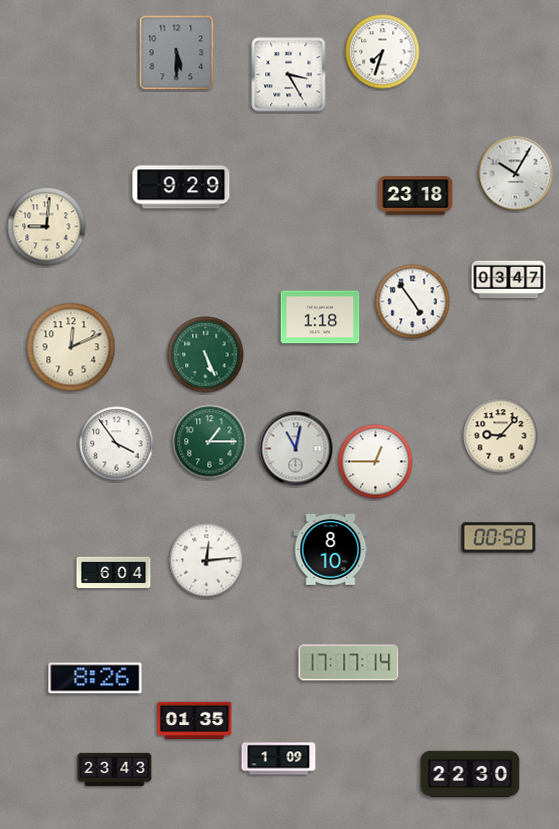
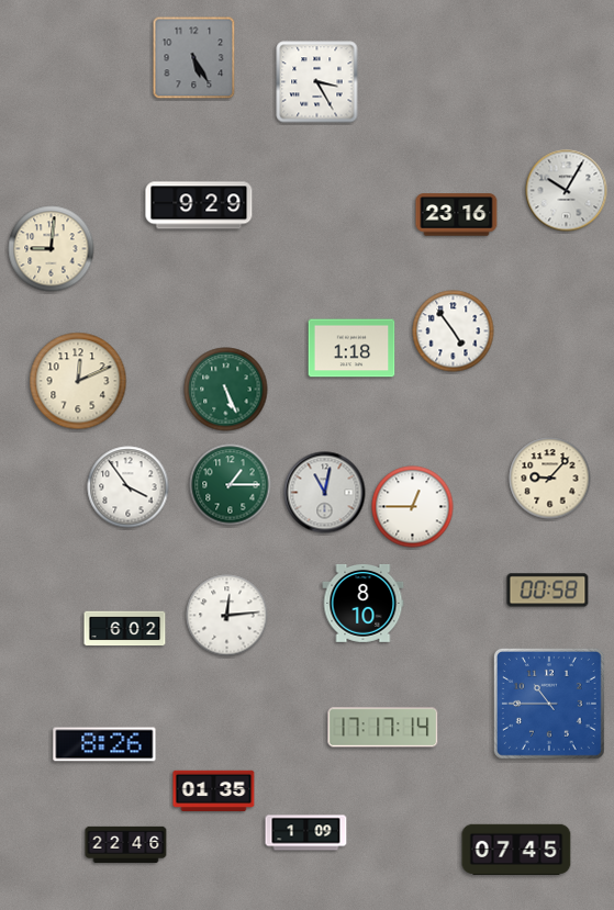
clock at (383, 52): 7:33 -> none
clock at (177, 53): 5:30 -> 5:25
clock at (416, 196): 23:18 -> 23:16
clock at (509, 280): 03:47 -> none
clock at (114, 573): 6:04 -> 6:02
clock at (549, 704): none -> 10:45
clock at (115, 769): 23:43 -> 22:46
clock at (470, 773): 22:30 -> 07:45
